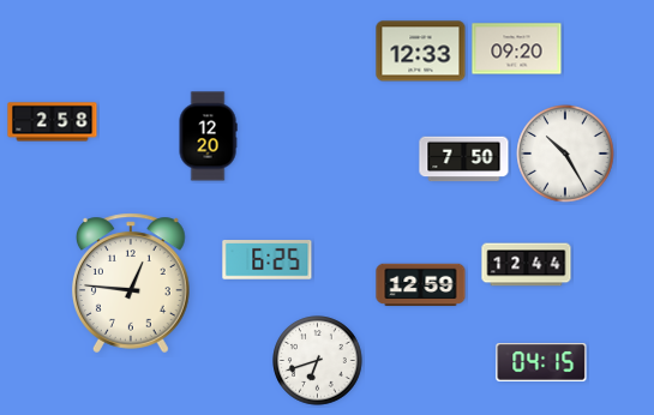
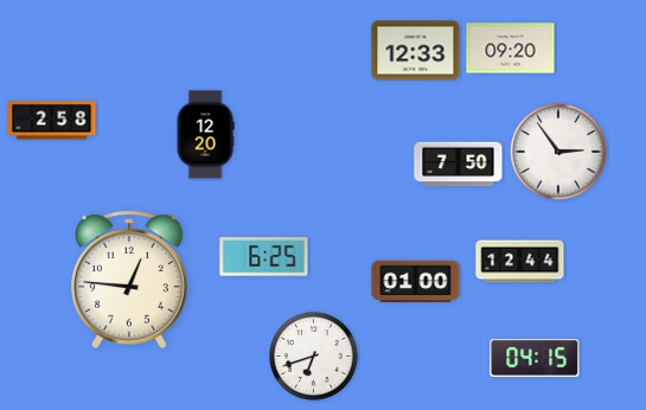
clock at (565, 154): 10:25 -> 2:54
clock at (464, 160) position: (464, 160) -> (459, 165)
clock at (421, 285): 12:59 -> 01:00
